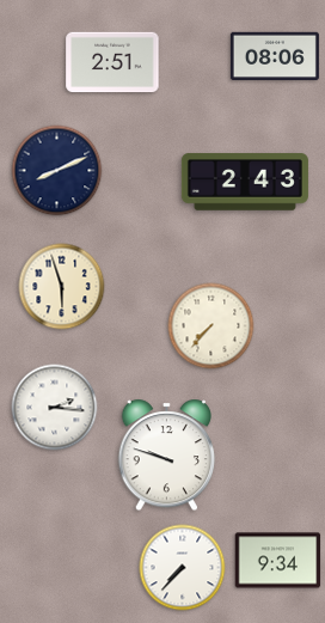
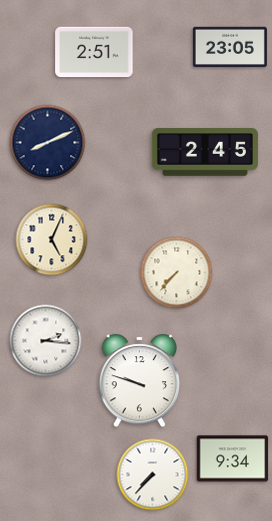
clock at (275, 55): 08:06 -> 23:05
clock at (245, 182): 2:43 -> 2:45
clock at (62, 287): 5:57 -> 5:04
clock at (278, 561) position: (278, 561) -> (233, 459)
